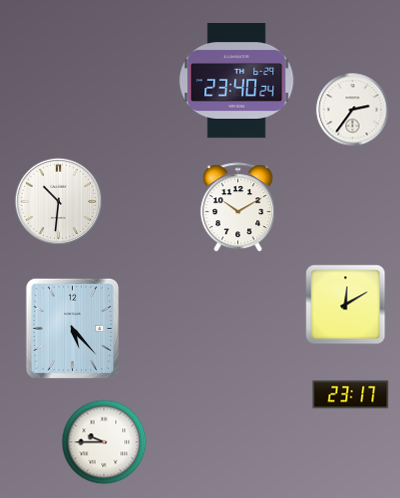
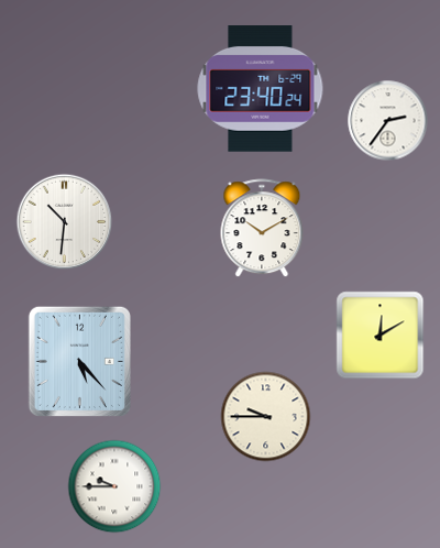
clock at (266, 417): none -> 9:45
clock at (351, 395): 23:17 -> none
